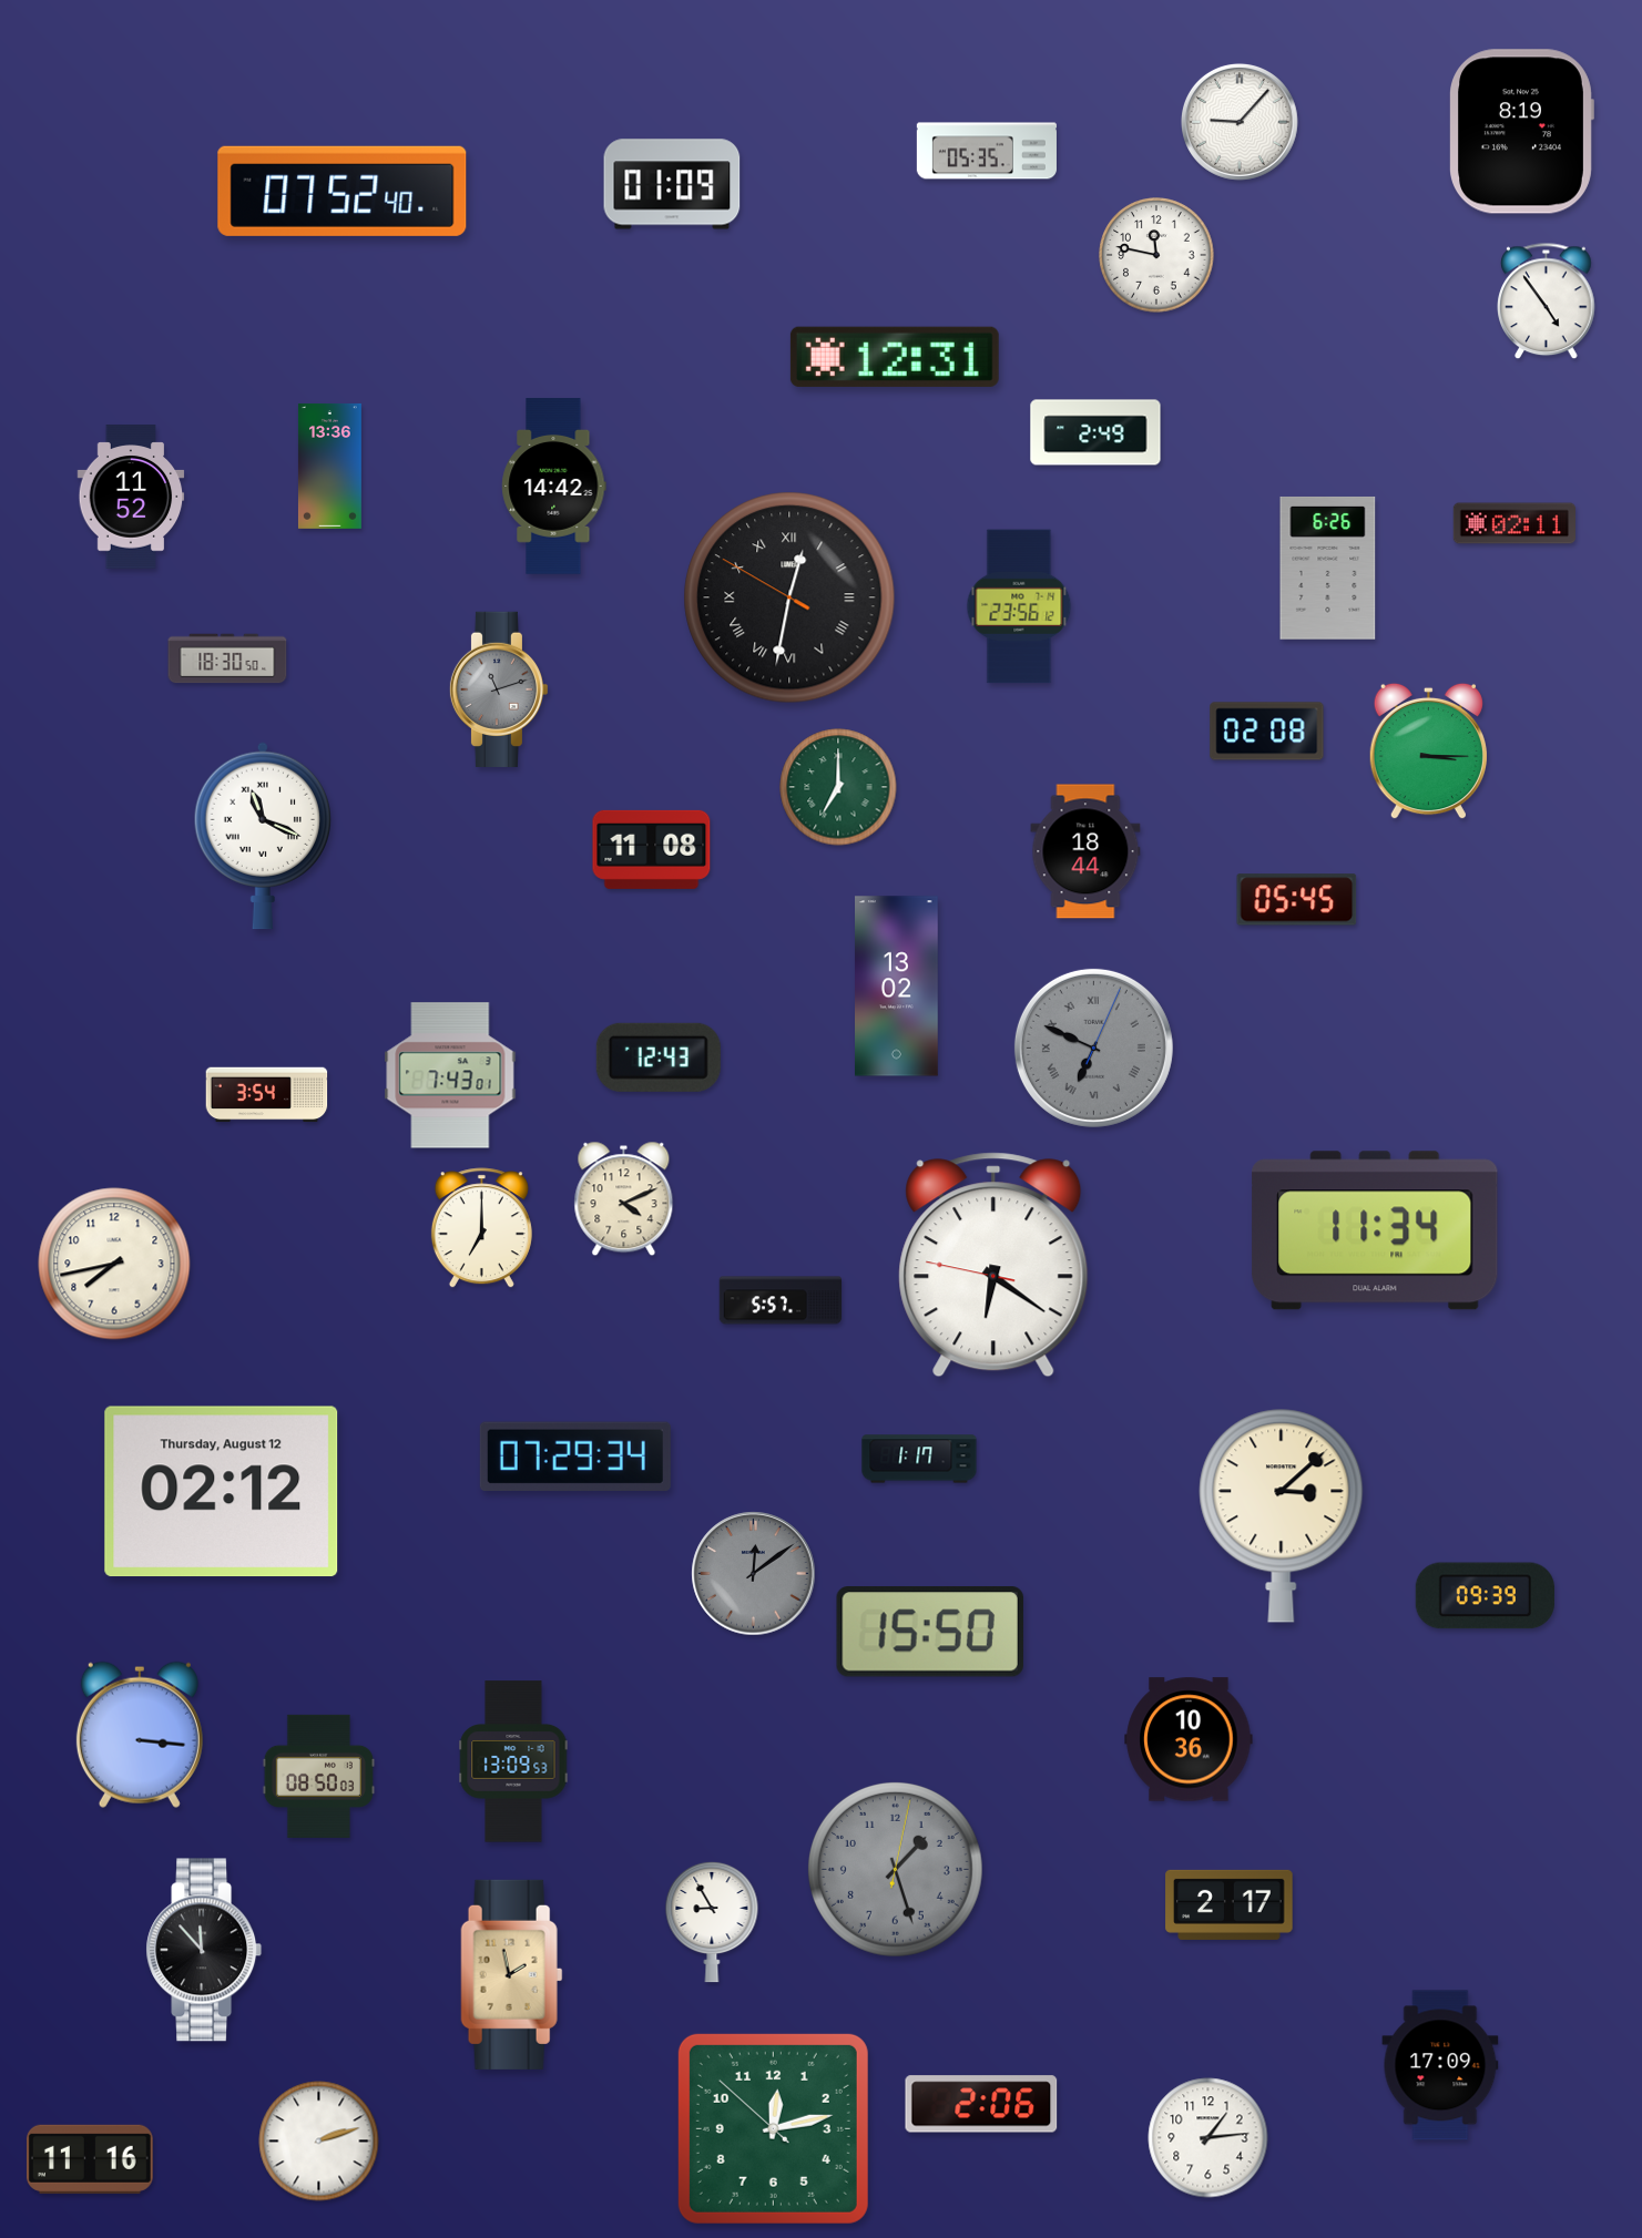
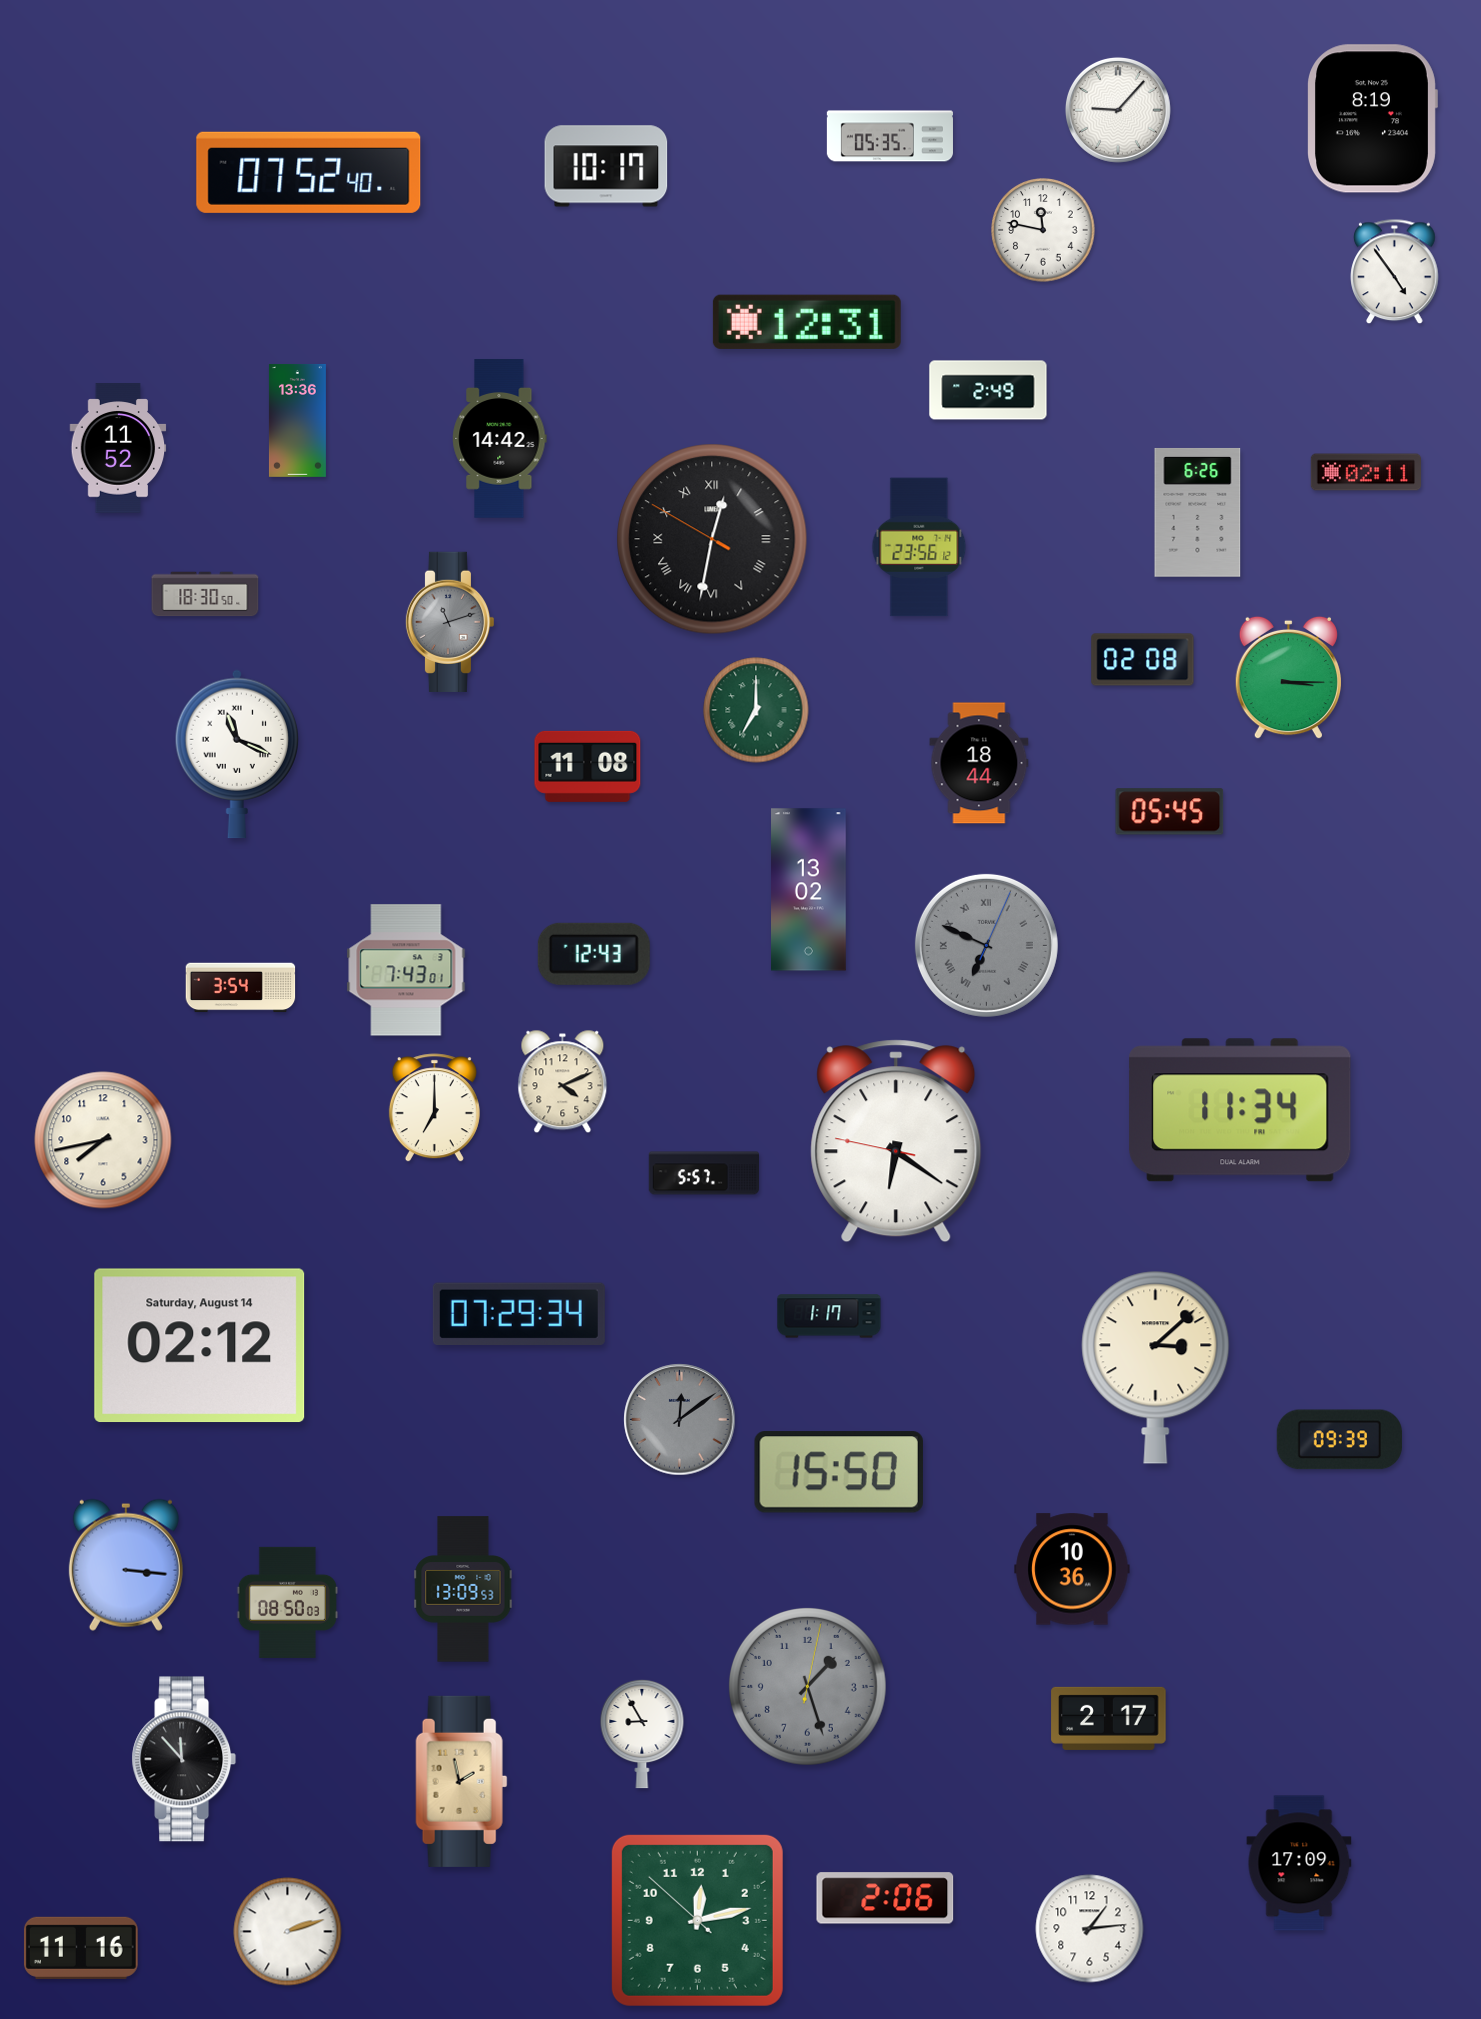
clock at (672, 184): 01:09 -> 10:17
clock at (1085, 851) position: (1085, 851) -> (979, 763)
clock at (222, 1491) date: Thursday, August 12 -> Saturday, August 14
